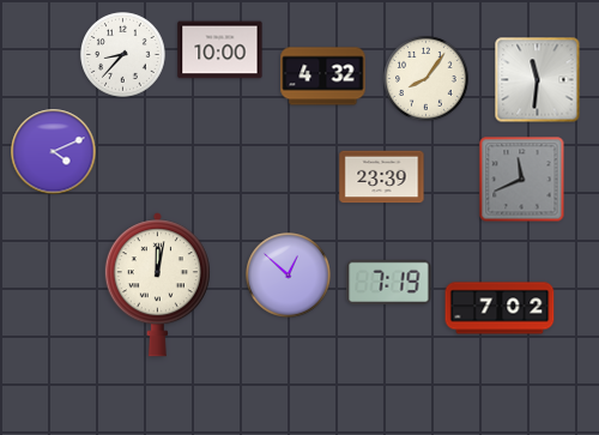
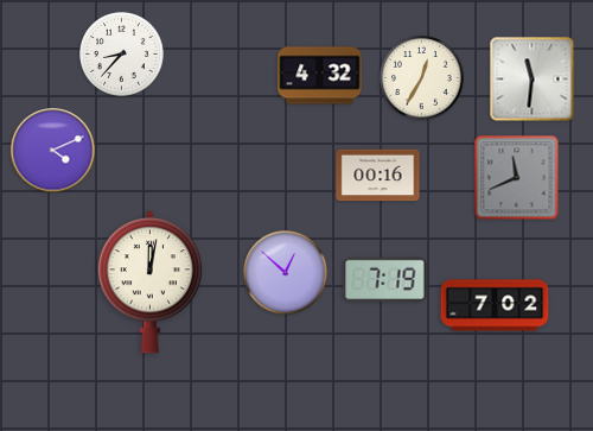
clock at (220, 50): 10:00 -> none
clock at (426, 79): 8:06 -> 12:35
clock at (382, 177): 23:39 -> 00:16
clock at (157, 285) position: (157, 285) -> (149, 283)
